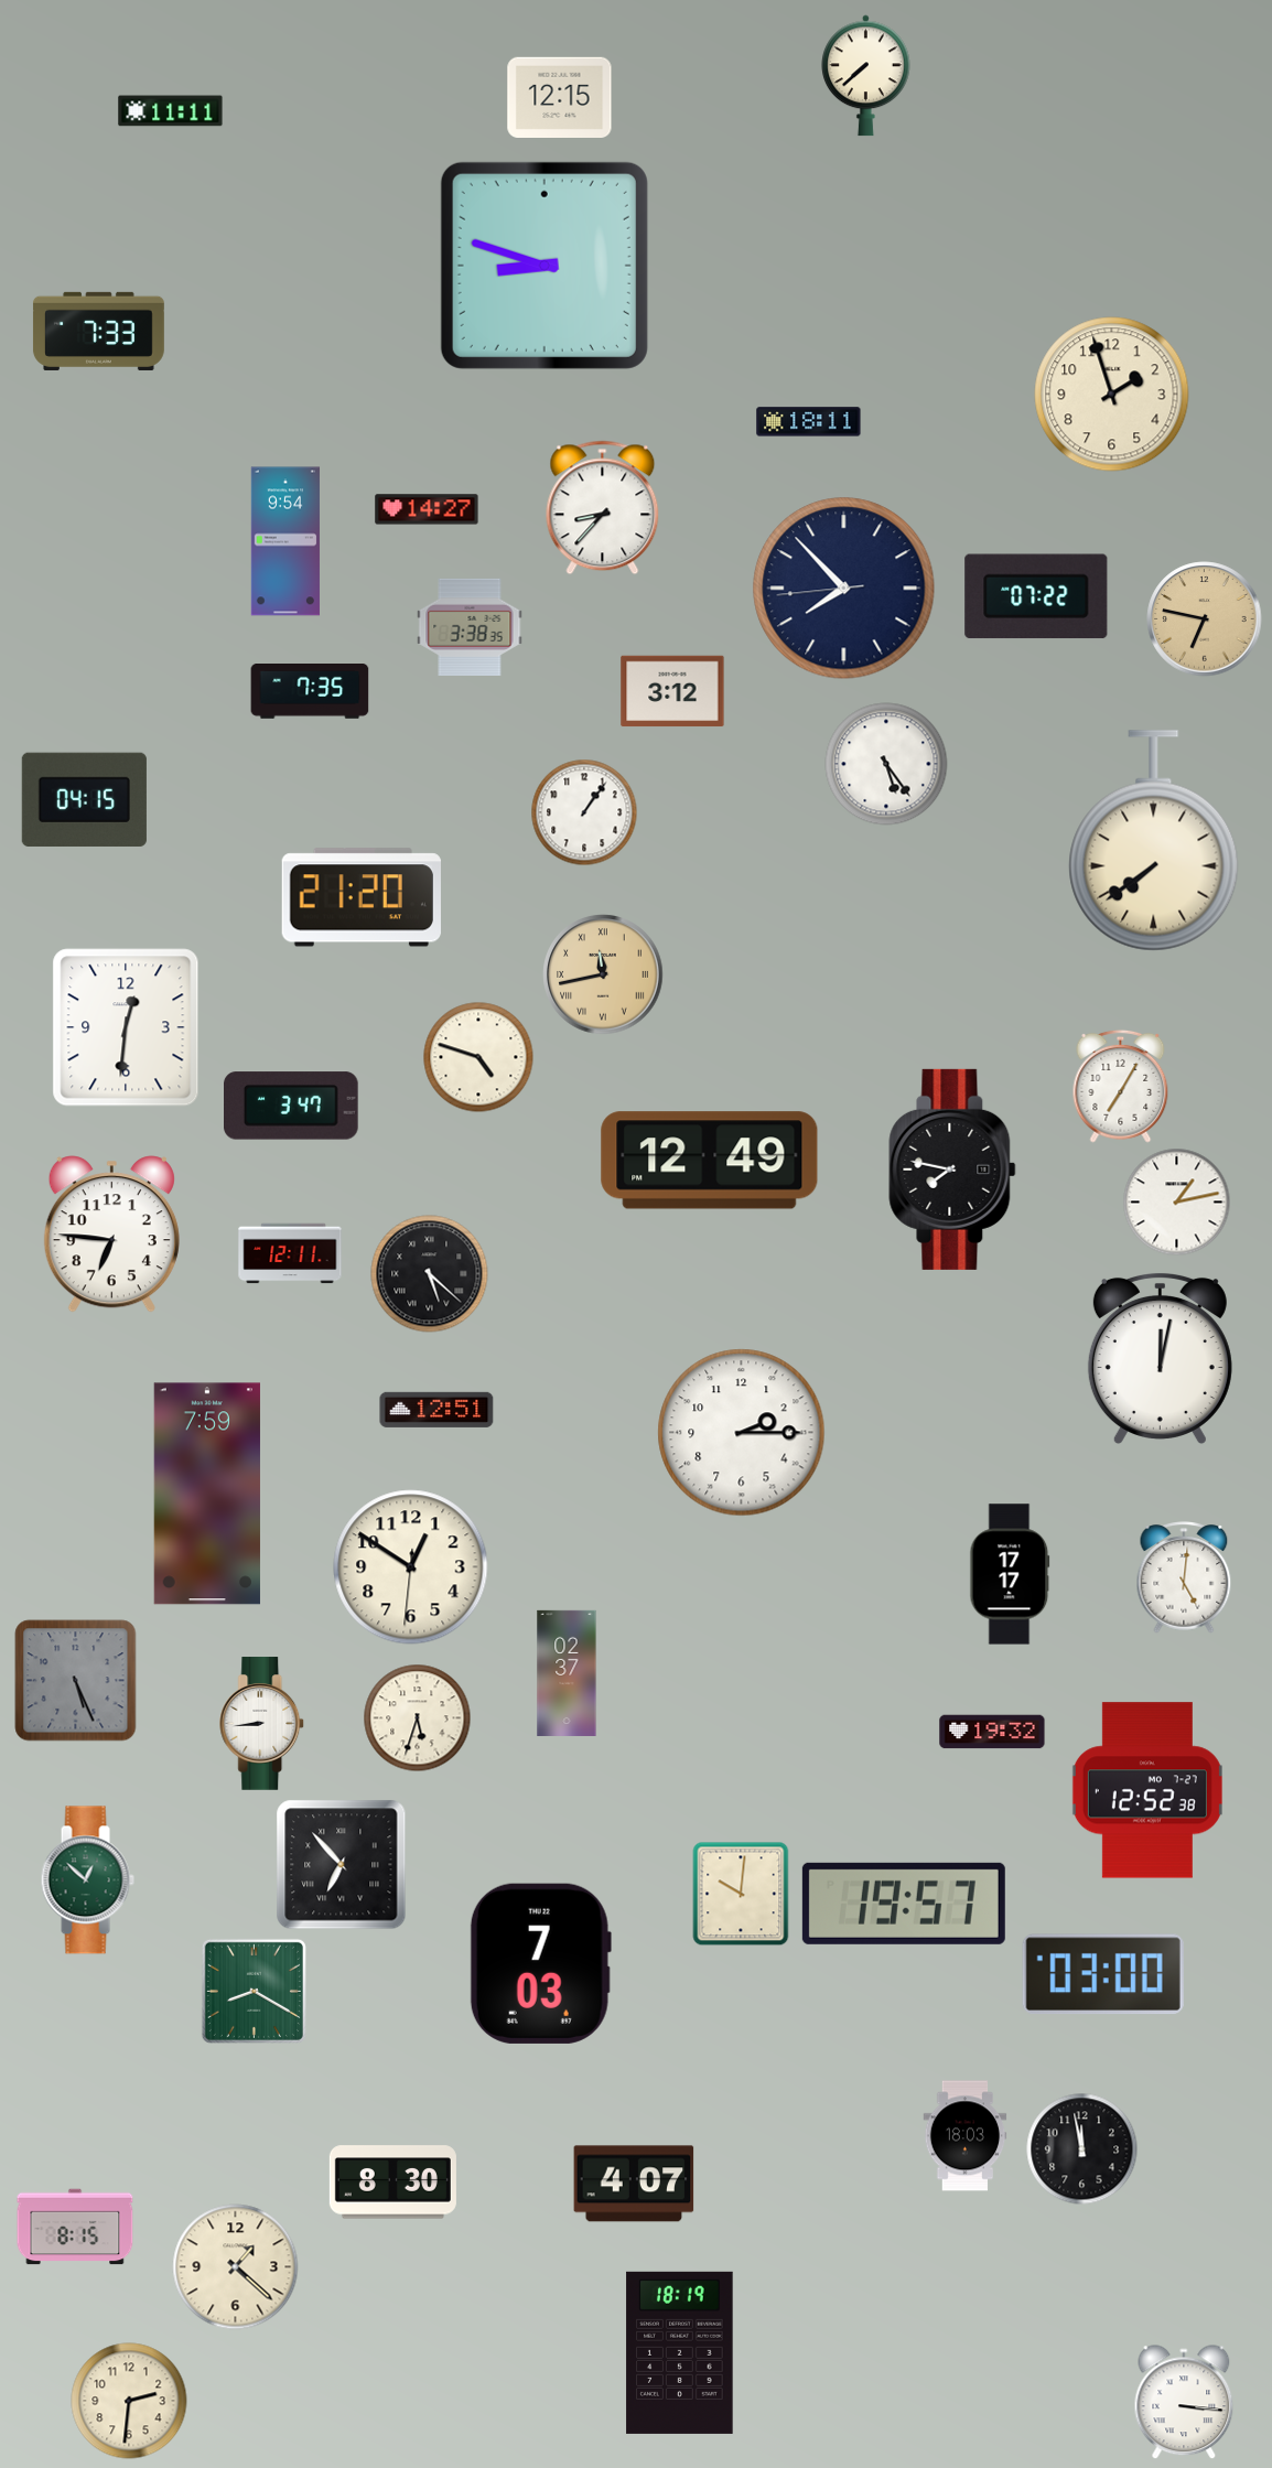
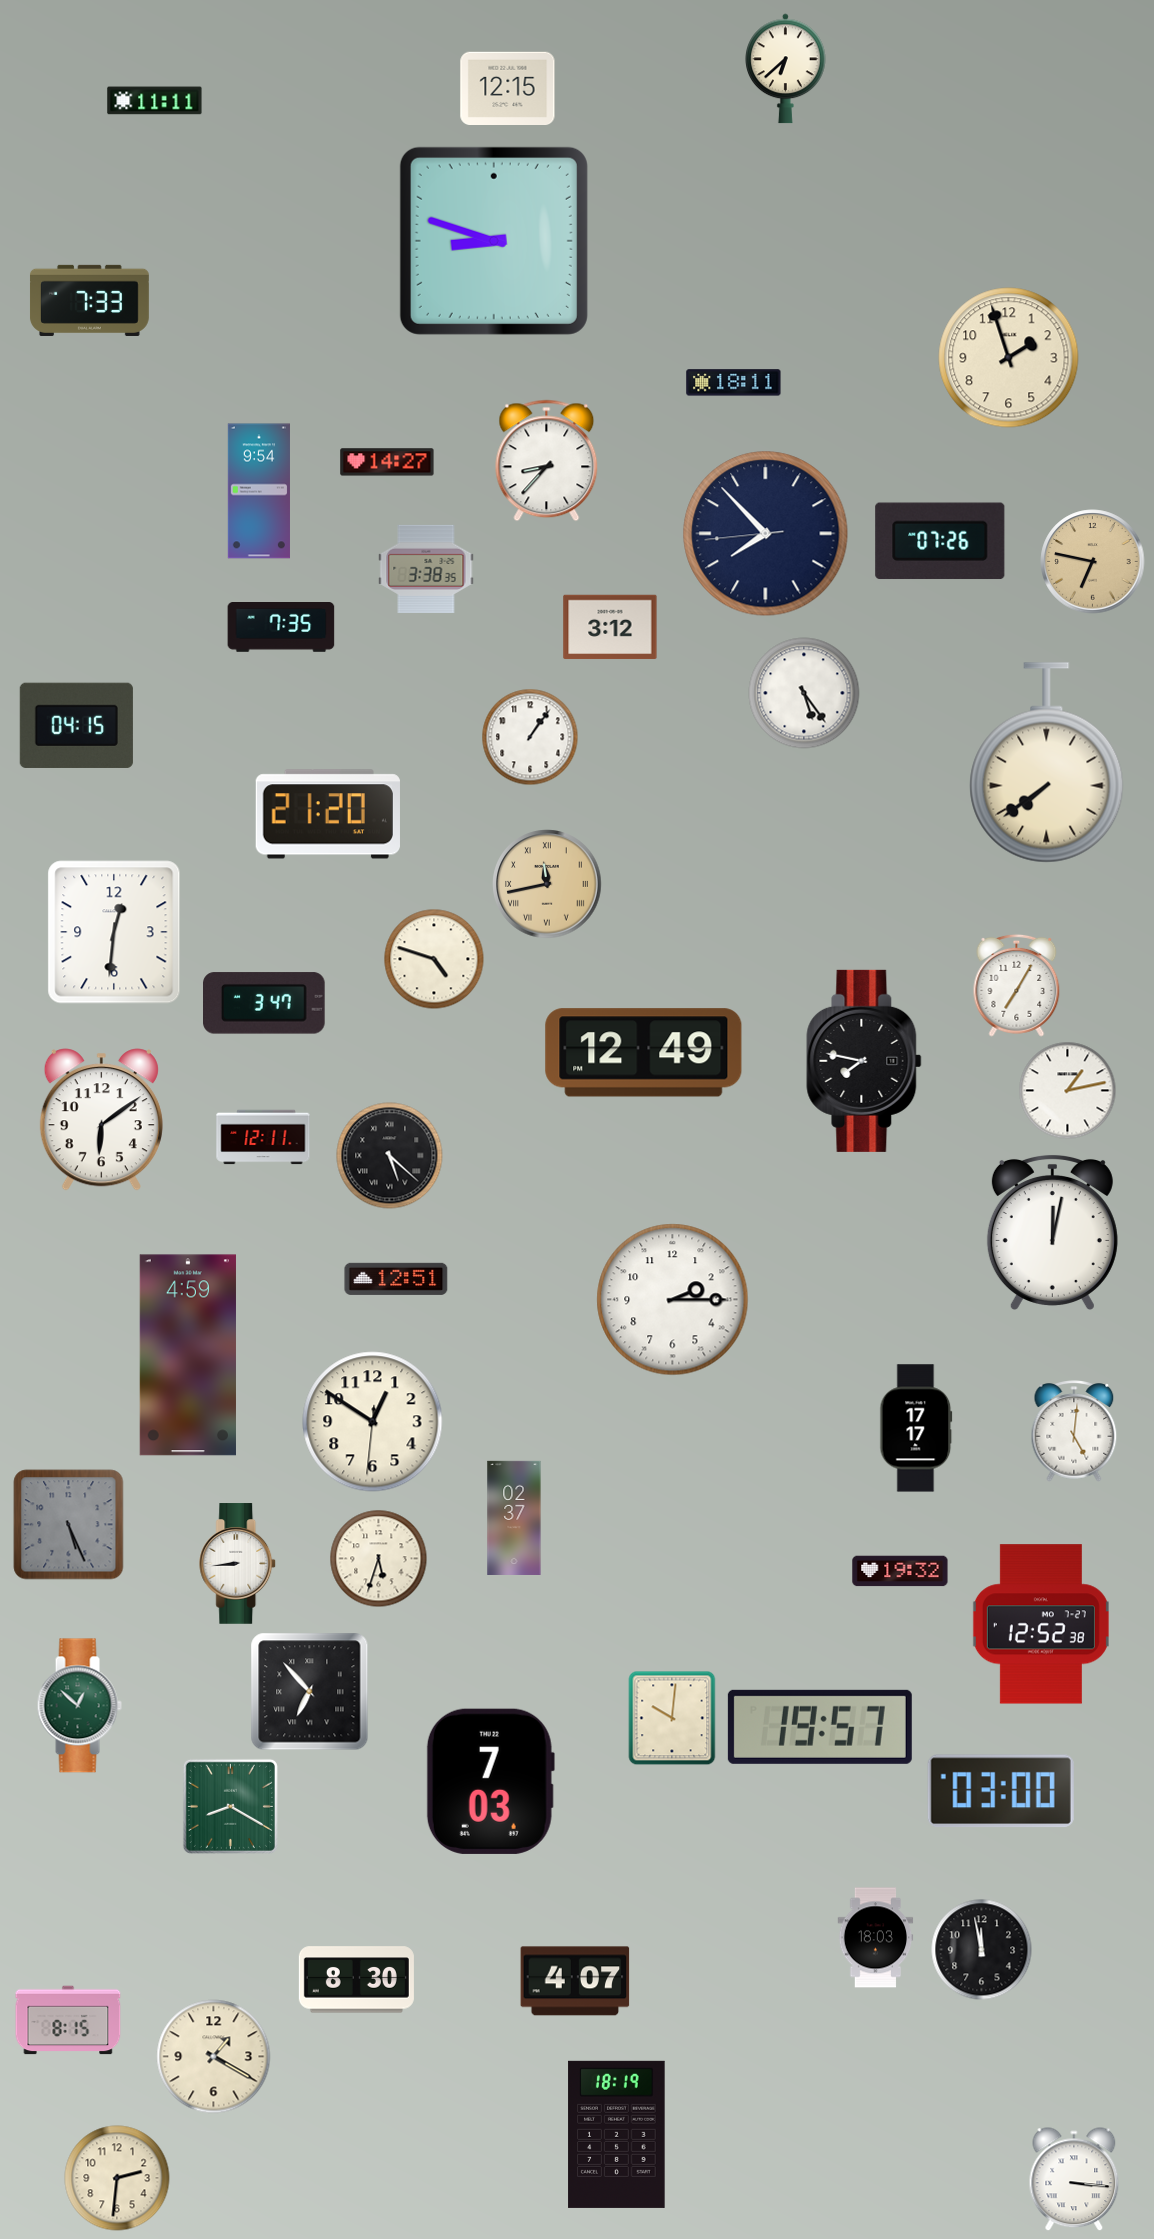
clock at (866, 76): 7:38 -> 6:38
clock at (1036, 596): 07:22 -> 07:26
clock at (111, 1235): 6:46 -> 6:09
clock at (207, 1494): 7:59 -> 4:59
clock at (236, 2267): 1:22 -> 1:20
